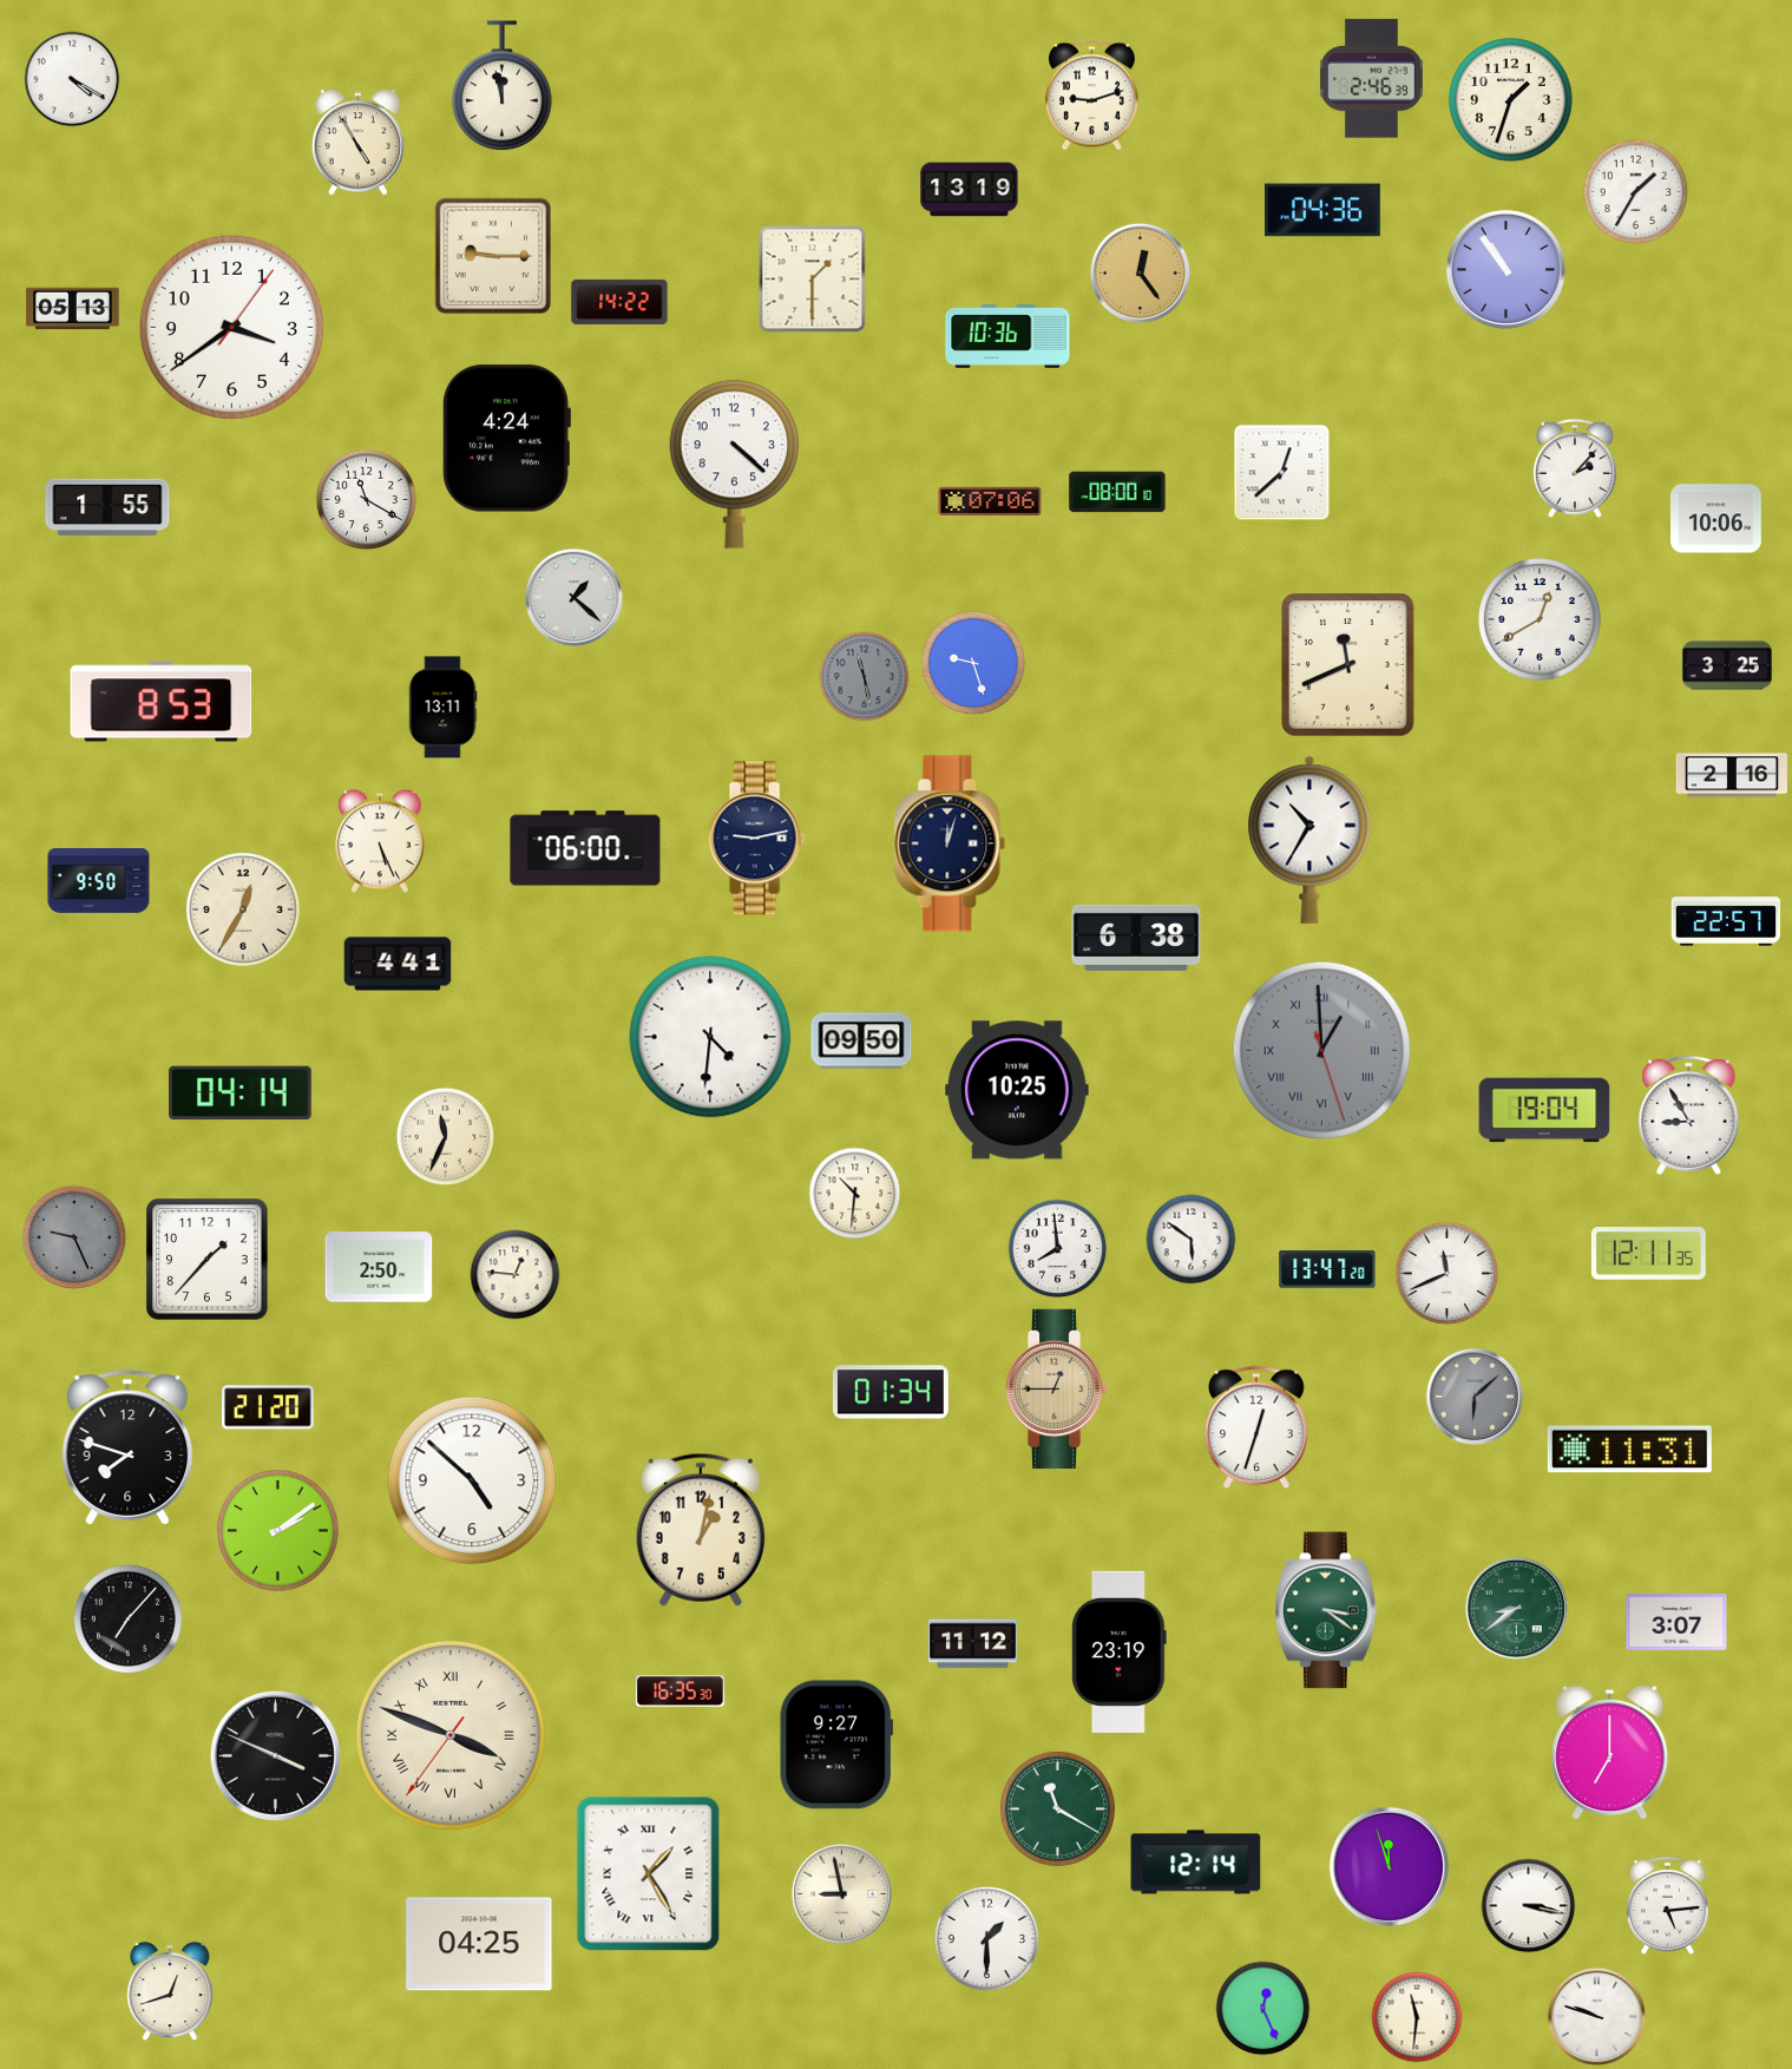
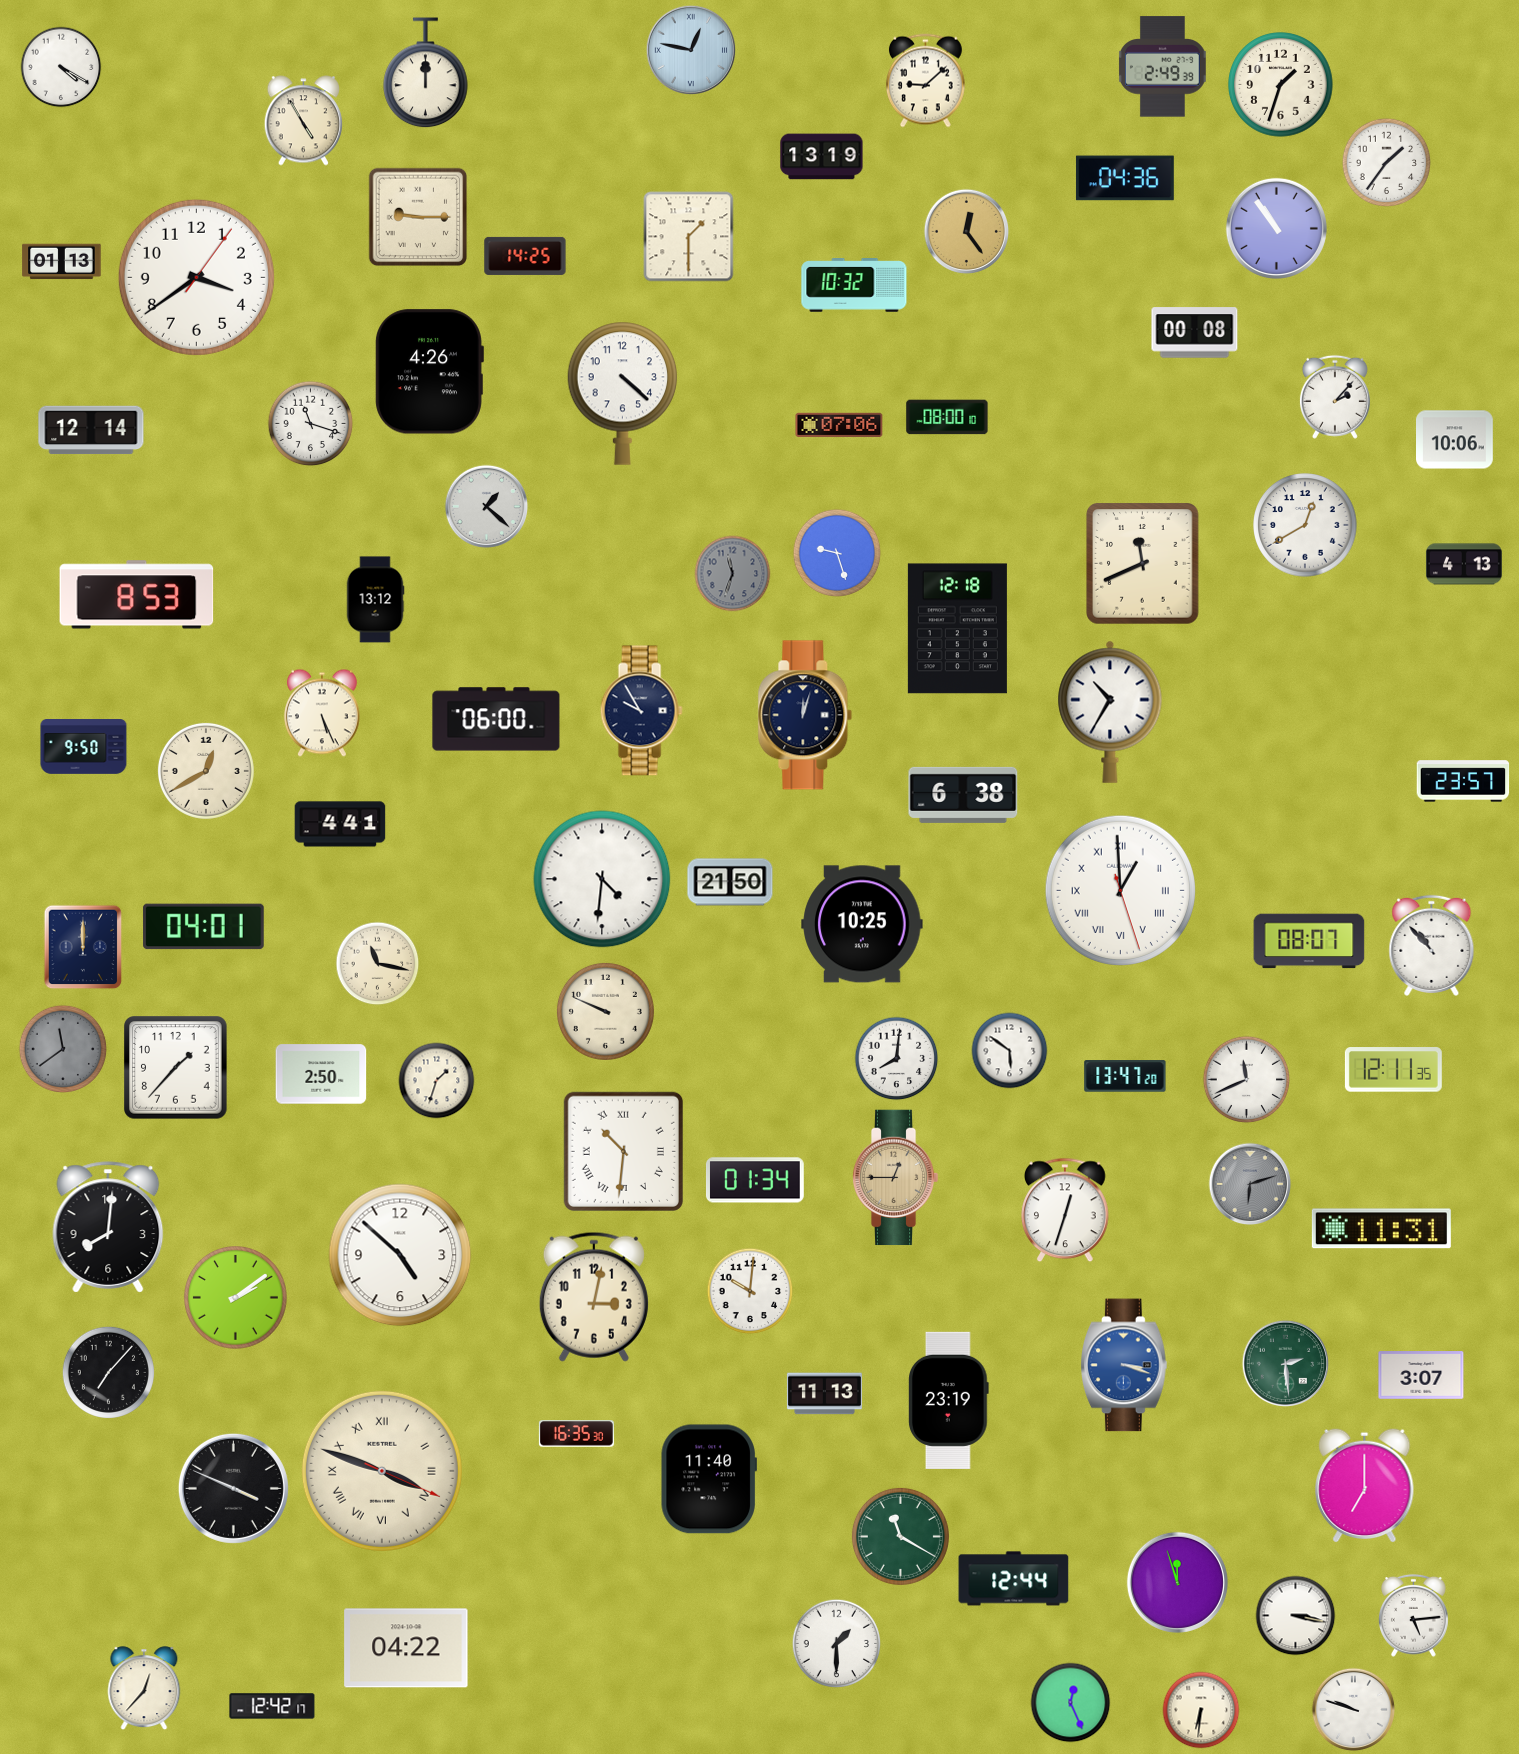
clock at (690, 49): none -> 12:47
clock at (1371, 79): 2:46 -> 2:49
clock at (503, 86): 11:58 -> 12:00
clock at (1091, 96): 9:12 -> 9:08
clock at (970, 190) position: (970, 190) -> (822, 157)
clock at (1636, 192): 1:35 -> 1:36
clock at (1322, 210) position: (1322, 210) -> (1125, 178)
clock at (619, 302): 14:22 -> 14:25
clock at (73, 309): 05:13 -> 01:13
clock at (1007, 337): 10:36 -> 10:32
clock at (1195, 333): none -> 00:08
clock at (506, 439): 4:24 -> 4:26
clock at (1282, 473): 12:38 -> none
clock at (367, 500): 11:20 -> 11:18
clock at (107, 507): 1:55 -> 12:14
clock at (973, 663) position: (973, 663) -> (837, 553)
clock at (1727, 665): 3:25 -> 4:13
clock at (865, 677): 11:28 -> 11:33
clock at (442, 708): 13:11 -> 13:12
clock at (957, 629): none -> 12:18
clock at (1731, 775): 2:16 -> none
clock at (756, 839): 9:13 -> 9:55
clock at (243, 909): 12:35 -> 12:40
clock at (1726, 921): 22:57 -> 23:57
clock at (398, 964) position: (398, 964) -> (340, 824)
clock at (861, 1040): 09:50 -> 21:50
clock at (1321, 1050) dial: grey -> white
clock at (241, 1093): 04:14 -> 04:01
clock at (1544, 1110): 19:04 -> 08:07
clock at (1689, 1115): 8:55 -> 10:53
clock at (83, 947): none -> 12:00
clock at (446, 1137): 11:34 -> 11:17
clock at (605, 1011): none -> 9:49
clock at (855, 1194): 10:31 -> none
clock at (74, 1237): 9:26 -> 11:39
clock at (1058, 1249): 7:59 -> 8:01
clock at (1648, 1254) position: (1648, 1254) -> (1393, 1070)
clock at (1448, 1274) position: (1448, 1274) -> (1247, 1080)
clock at (516, 1275): 12:46 -> 1:33
clock at (623, 1151): none -> 10:31
clock at (1475, 1397): 6:08 -> 6:12
clock at (268, 1407): 21:20 -> none
clock at (127, 1447): 7:48 -> 8:01
clock at (750, 1291): none -> 10:01
clock at (701, 1530): 1:02 -> 3:02
clock at (1516, 1608): 8:39 -> 2:29
clock at (1327, 1610): 3:21 -> 3:18
clock at (1327, 1610) dial: green -> blue
clock at (972, 1644): 11:12 -> 11:13
clock at (451, 1735): 3:48:36 -> 3:48:19
clock at (836, 1745): 9:27 -> 11:40
clock at (1057, 1808) position: (1057, 1808) -> (900, 1536)
clock at (1196, 1863): 12:14 -> 12:44
clock at (649, 1874): 1:25 -> none
clock at (842, 1894): 8:58 -> none
clock at (479, 1944): 04:25 -> 04:22
clock at (170, 1992): 12:42 -> 12:37
clock at (272, 1706): none -> 12:42
clock at (1417, 2017): 11:31 -> 6:31
